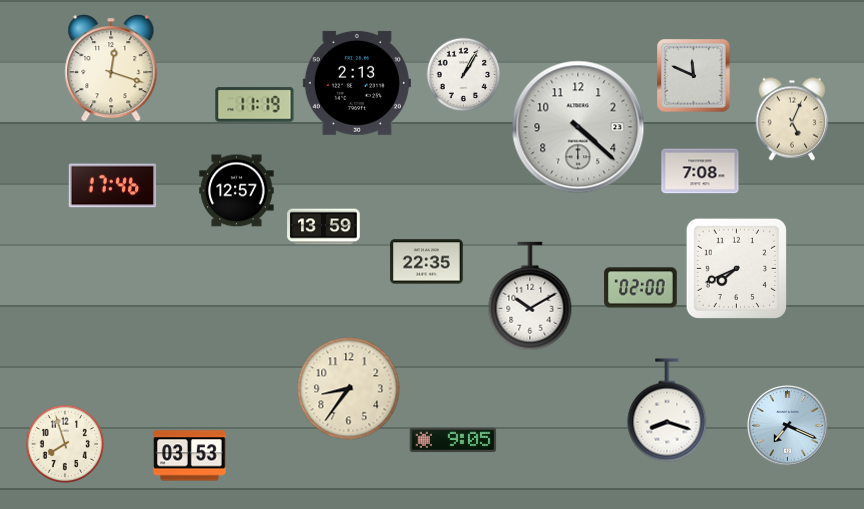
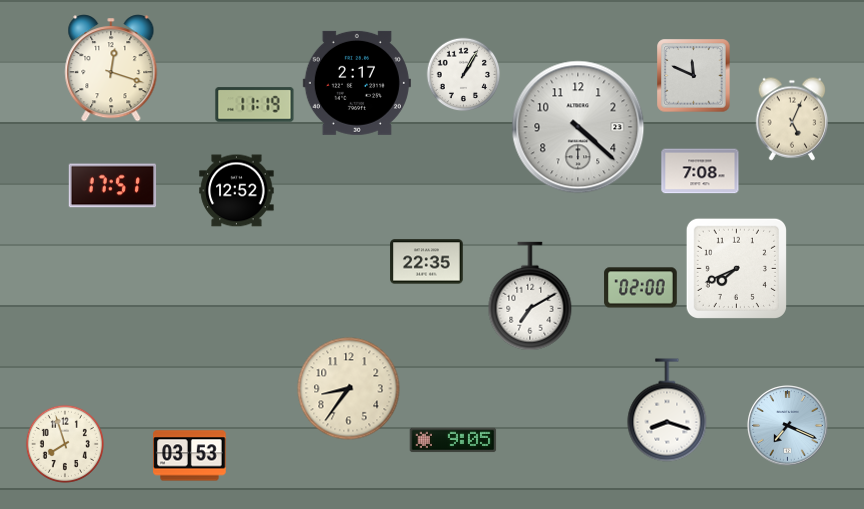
clock at (357, 83): 2:13 -> 2:17
clock at (113, 186): 17:46 -> 17:51
clock at (237, 191): 12:57 -> 12:52
clock at (324, 227): 13:59 -> none
clock at (530, 296): 10:10 -> 7:10
